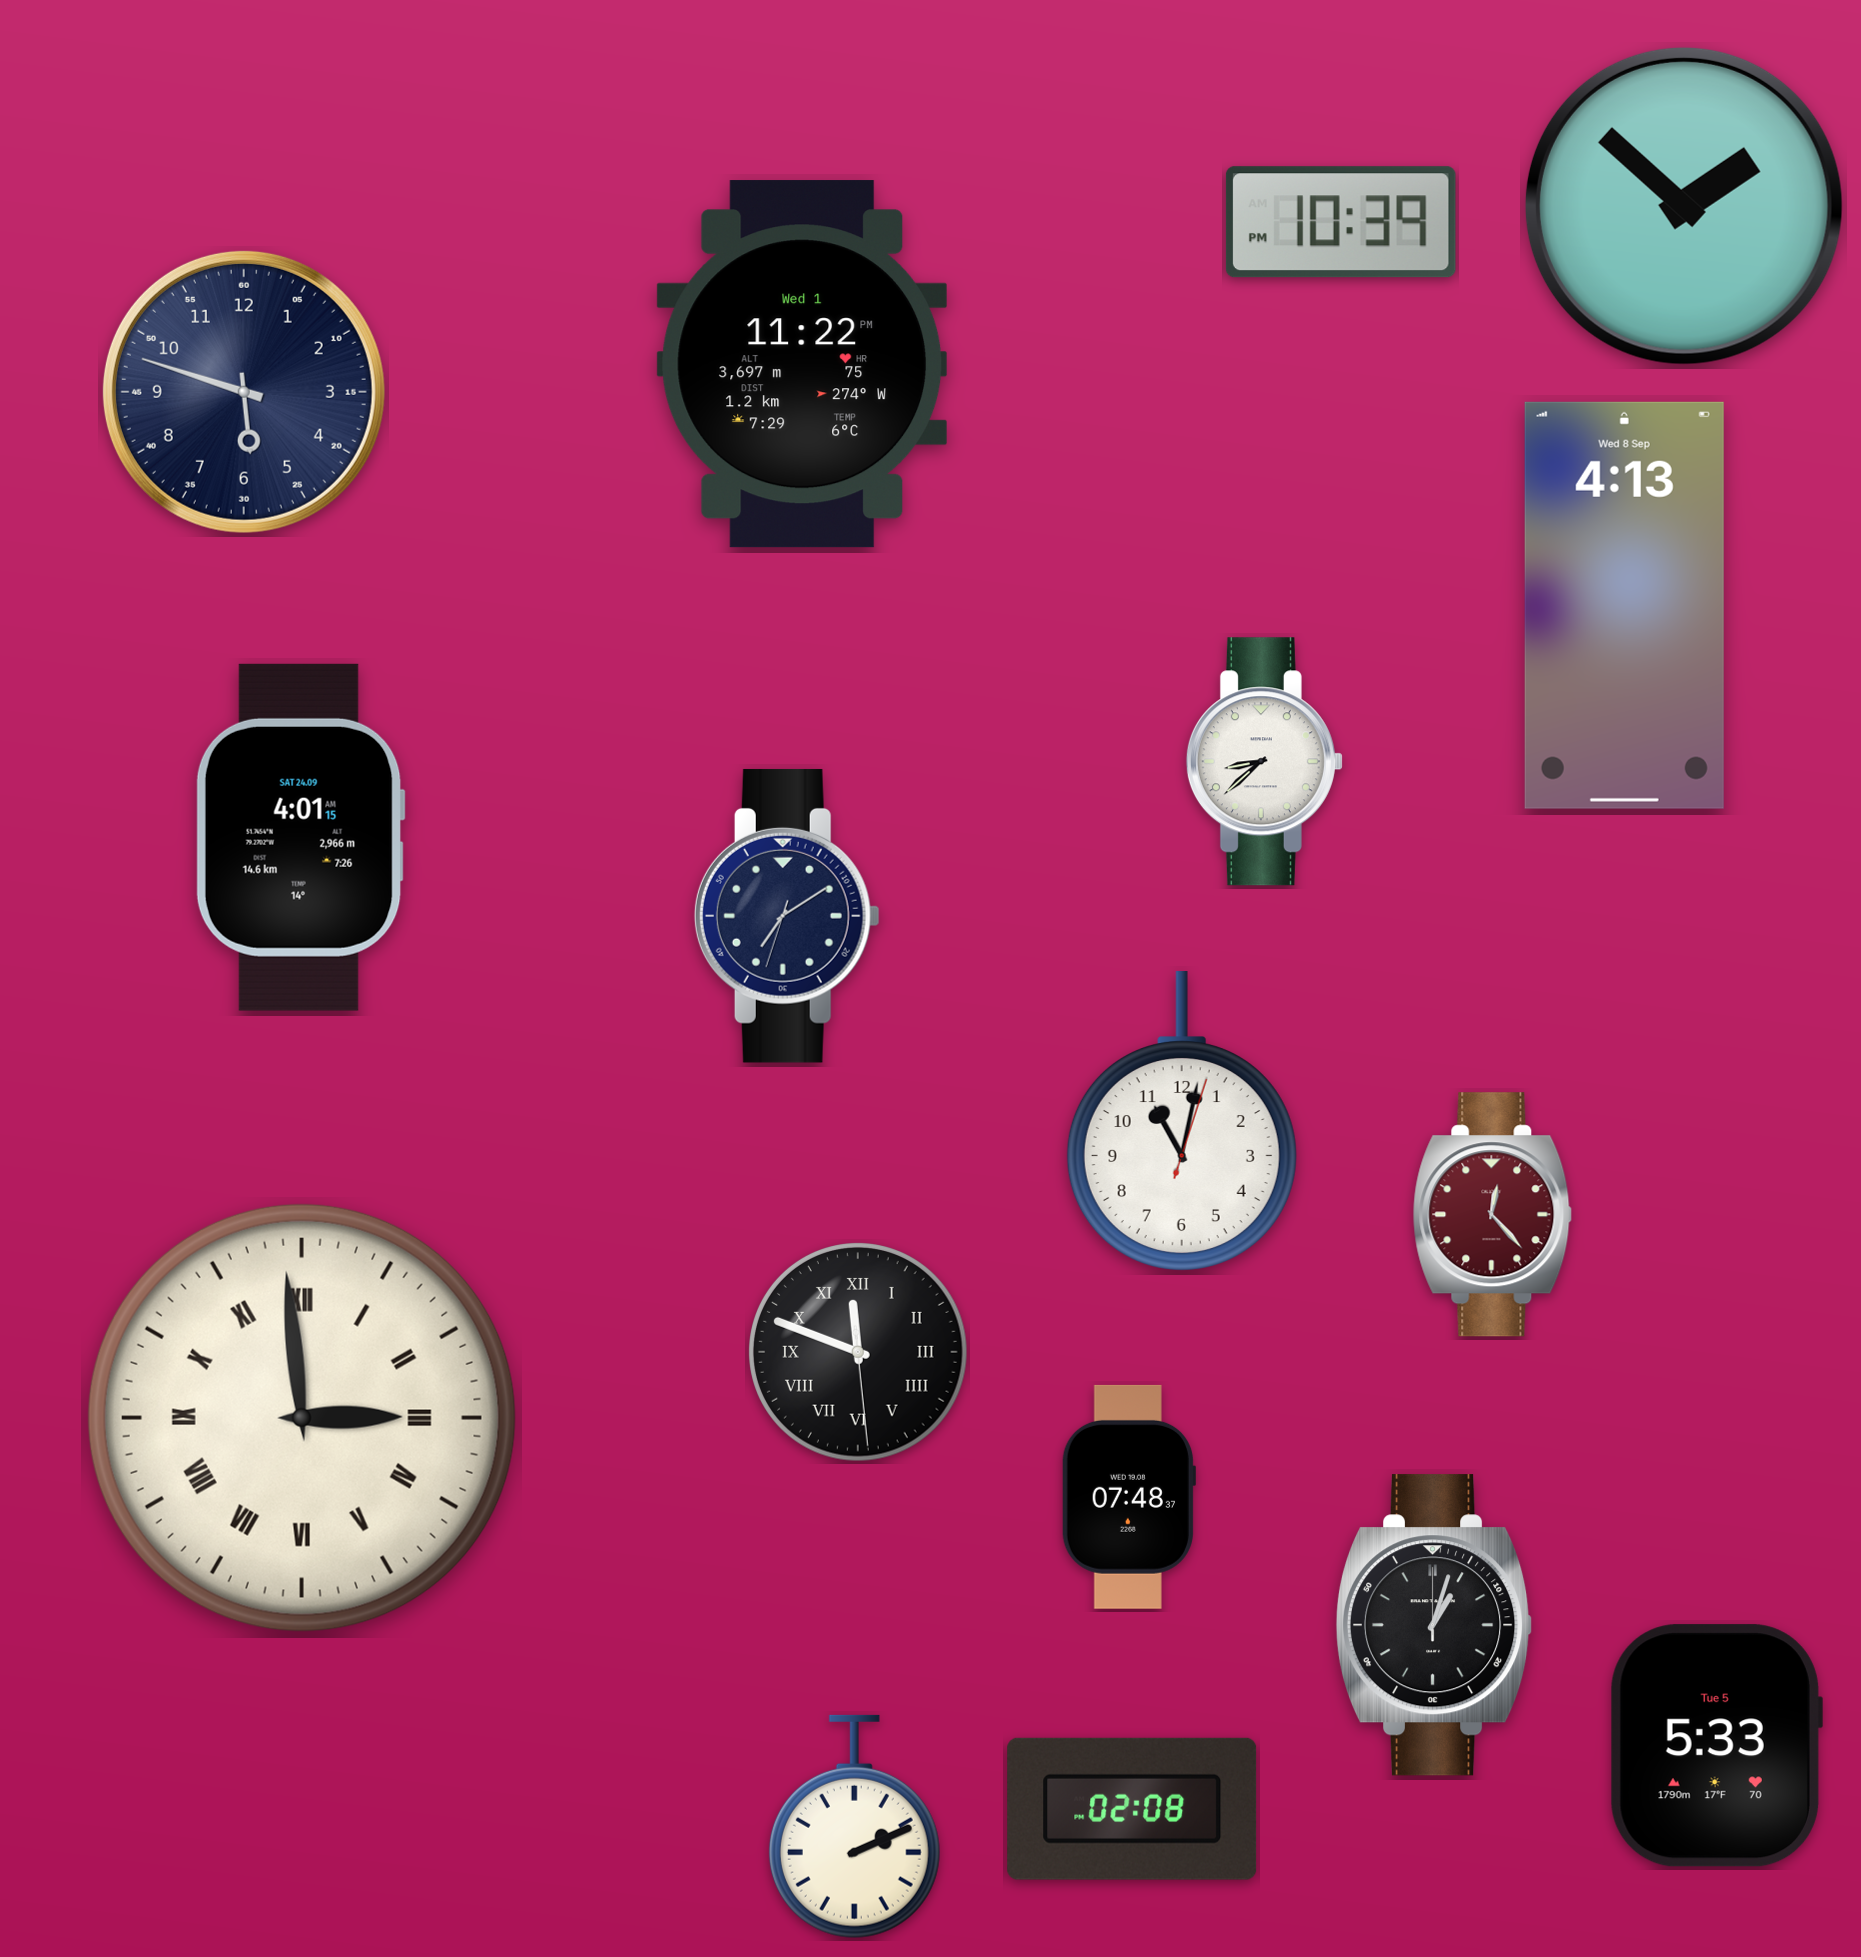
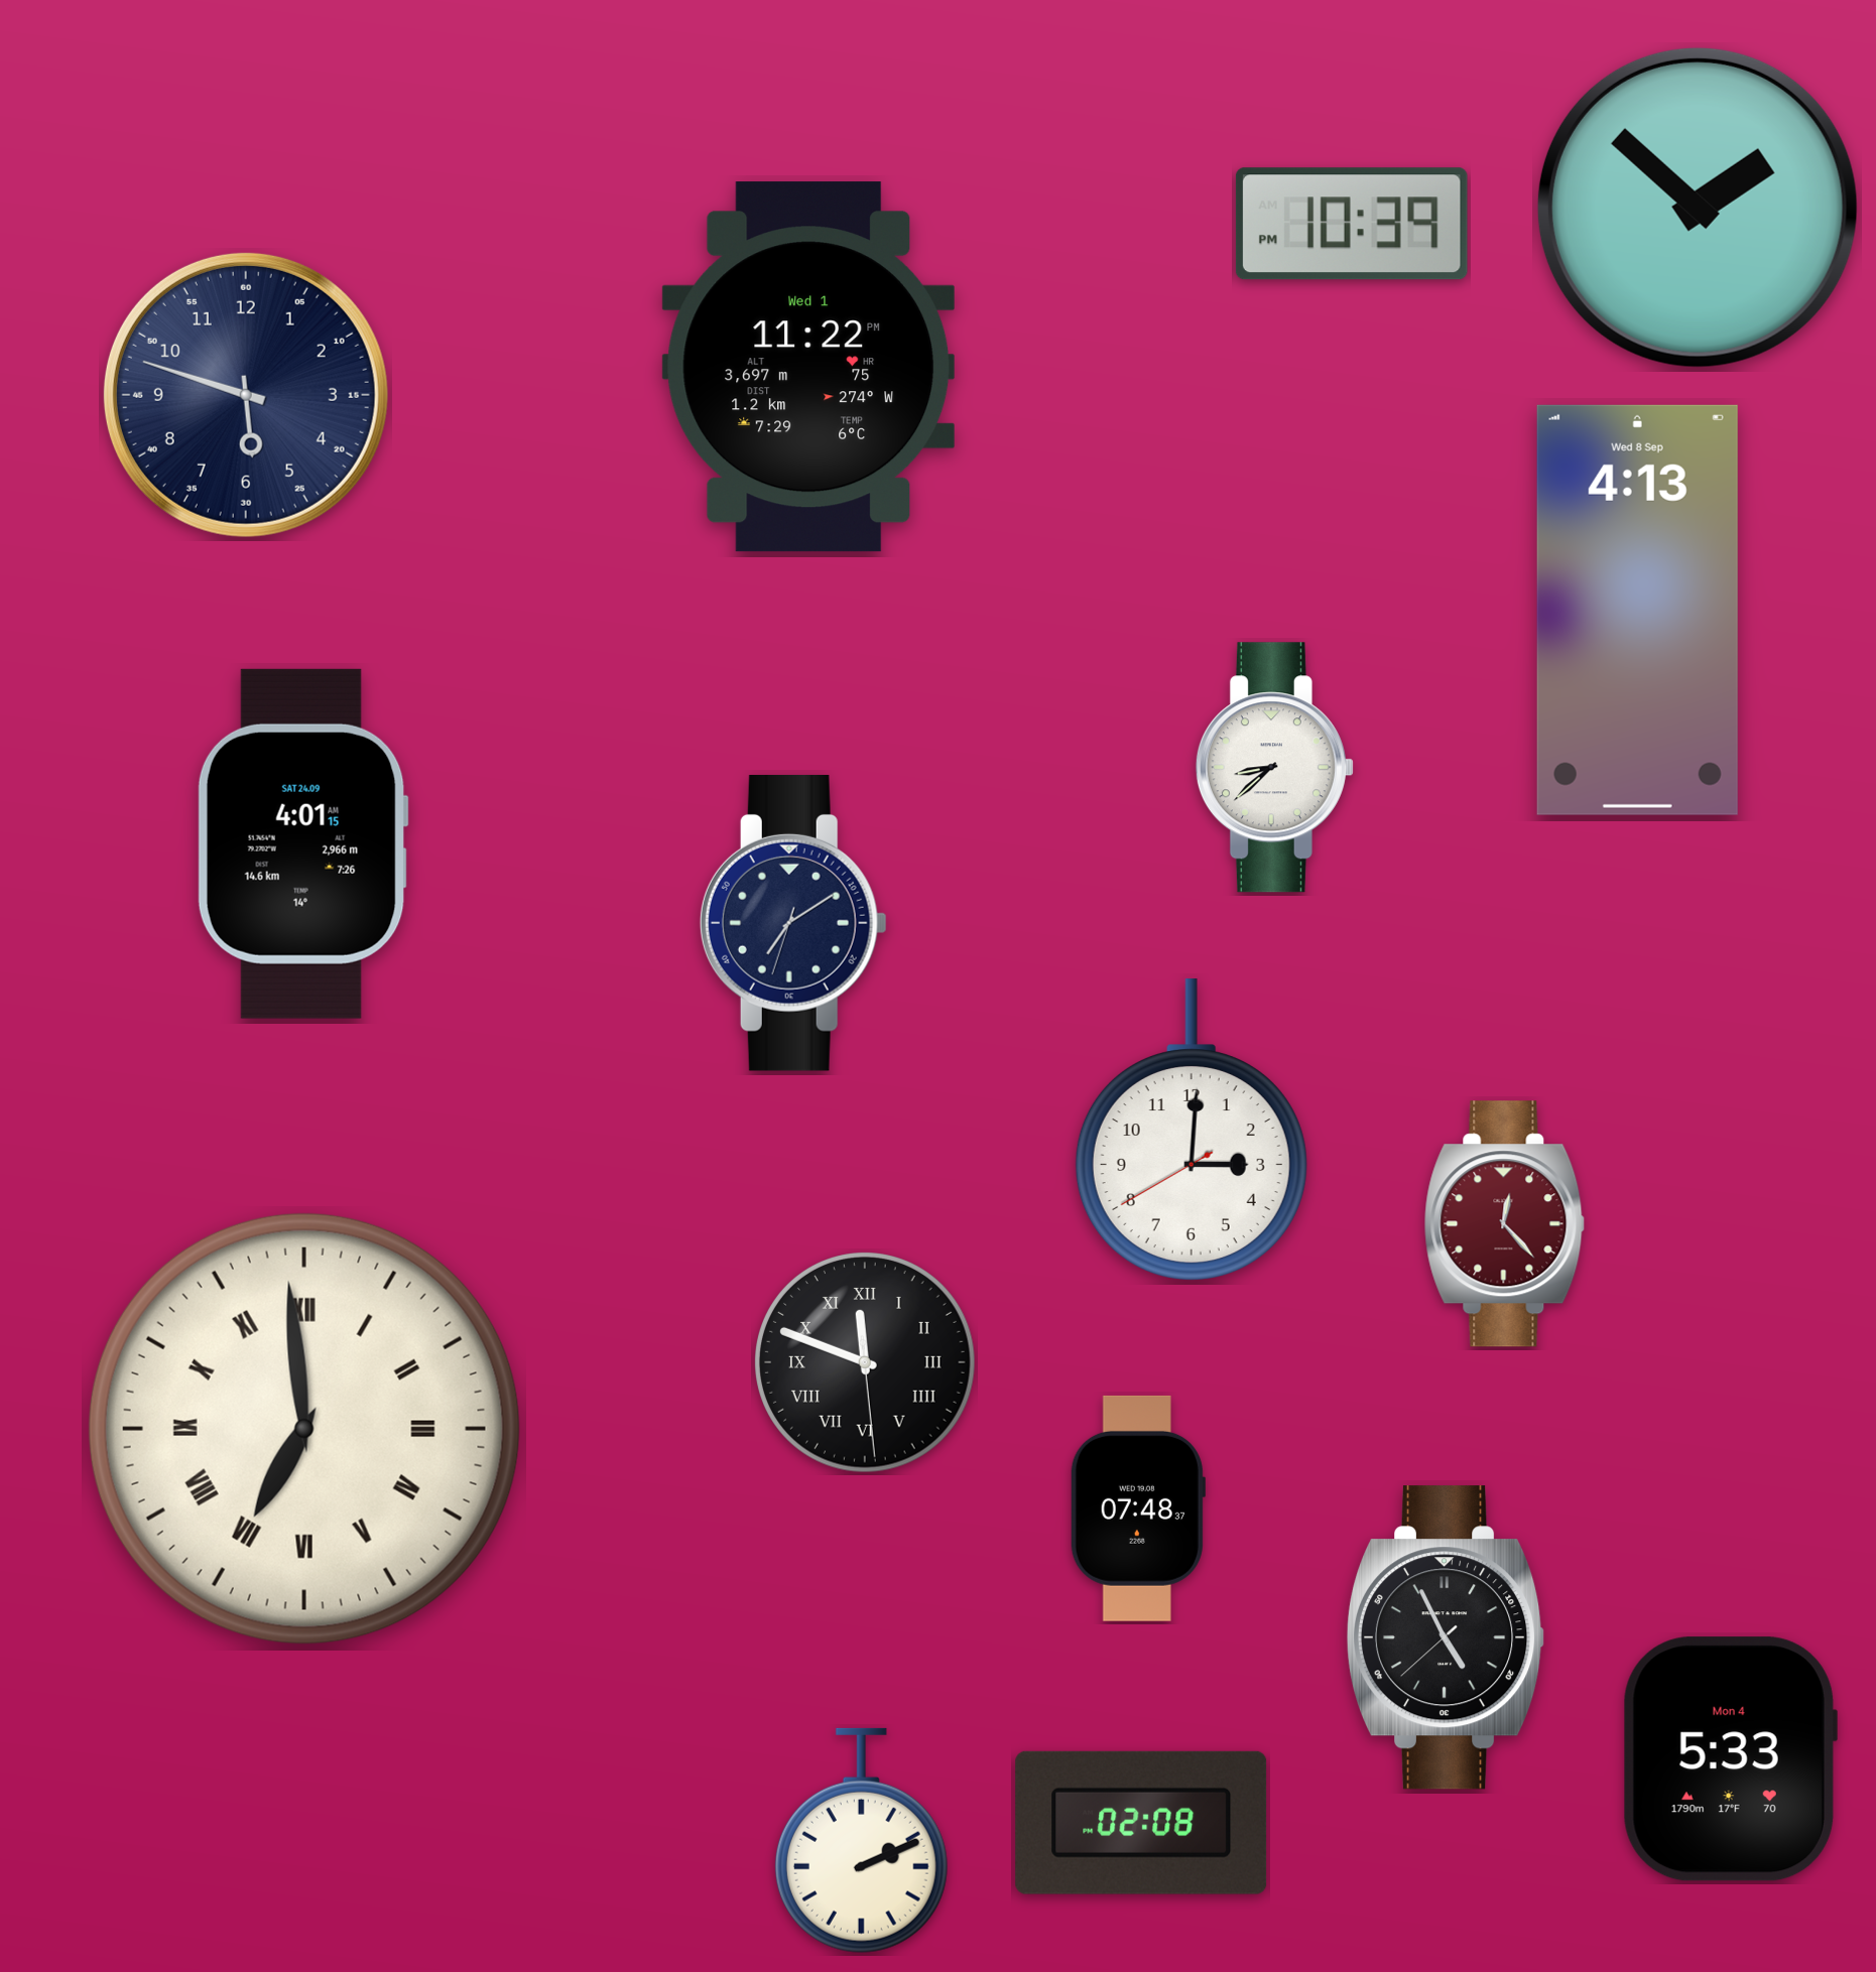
clock at (1182, 1121): 11:02 -> 3:00
clock at (302, 1418): 2:59 -> 6:59
clock at (1434, 1625): 1:03 -> 4:55
clock at (1716, 1746) date: Tue 5 -> Mon 4
